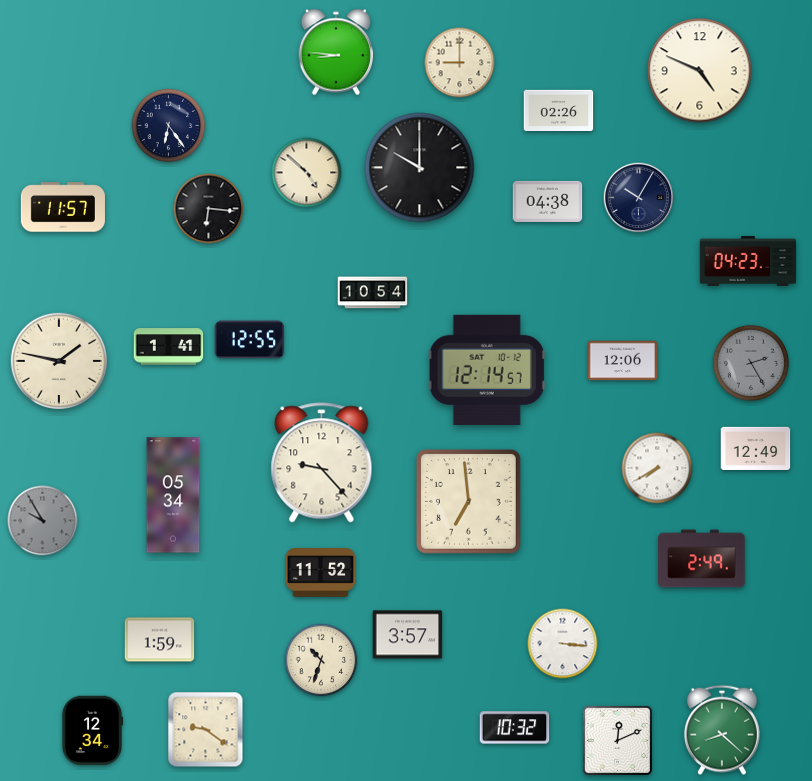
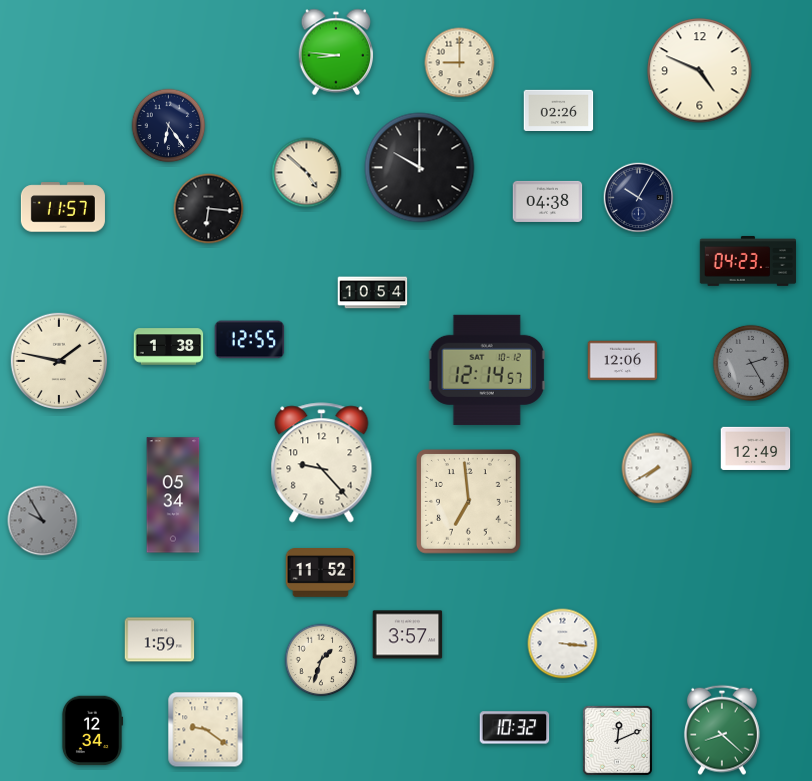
clock at (169, 347): 1:41 -> 1:38
clock at (702, 559): 2:49 -> none
clock at (321, 660): 10:33 -> 1:33
